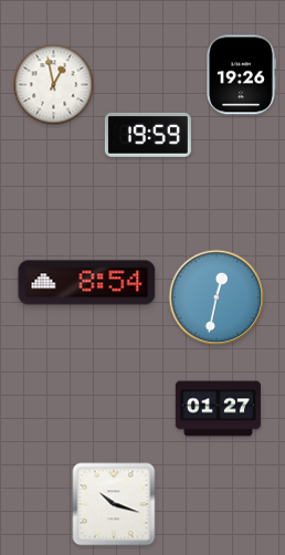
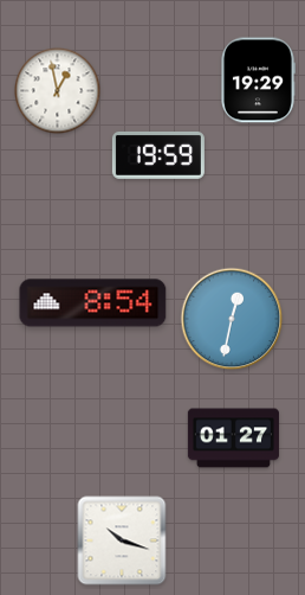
clock at (242, 75): 19:26 -> 19:29
clock at (148, 135) position: (148, 135) -> (158, 155)
